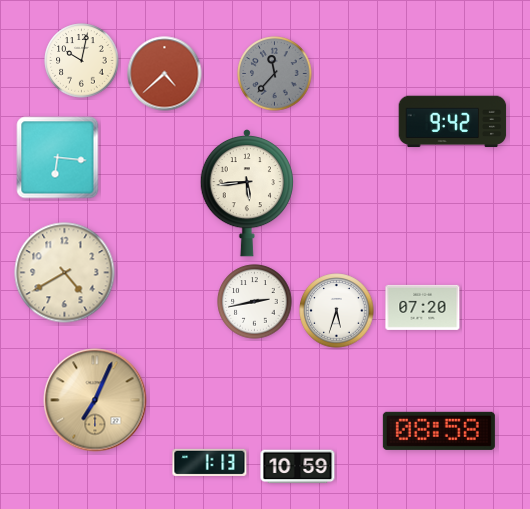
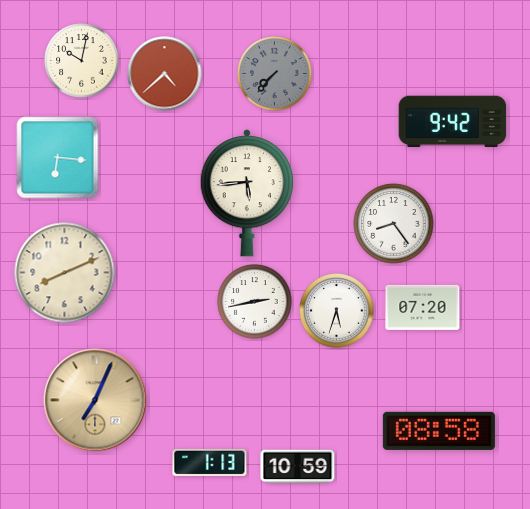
clock at (275, 74): 11:37 -> 7:37
clock at (394, 224): none -> 8:24
clock at (65, 273): 4:40 -> 8:11
